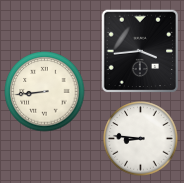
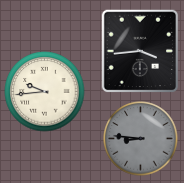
clock at (45, 92): 8:44 -> 9:44
clock at (141, 139) dial: white -> grey
